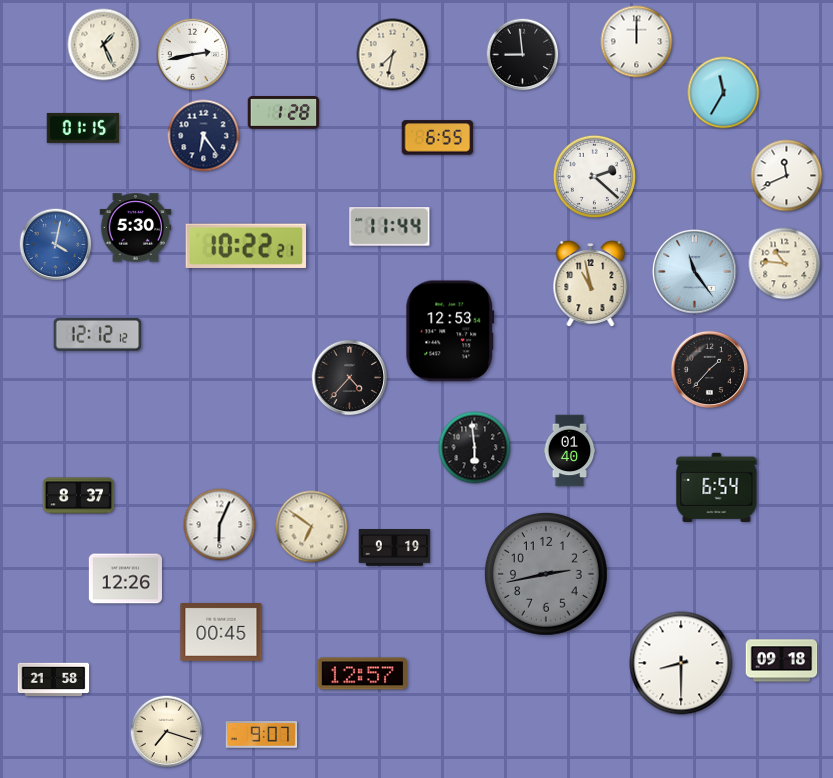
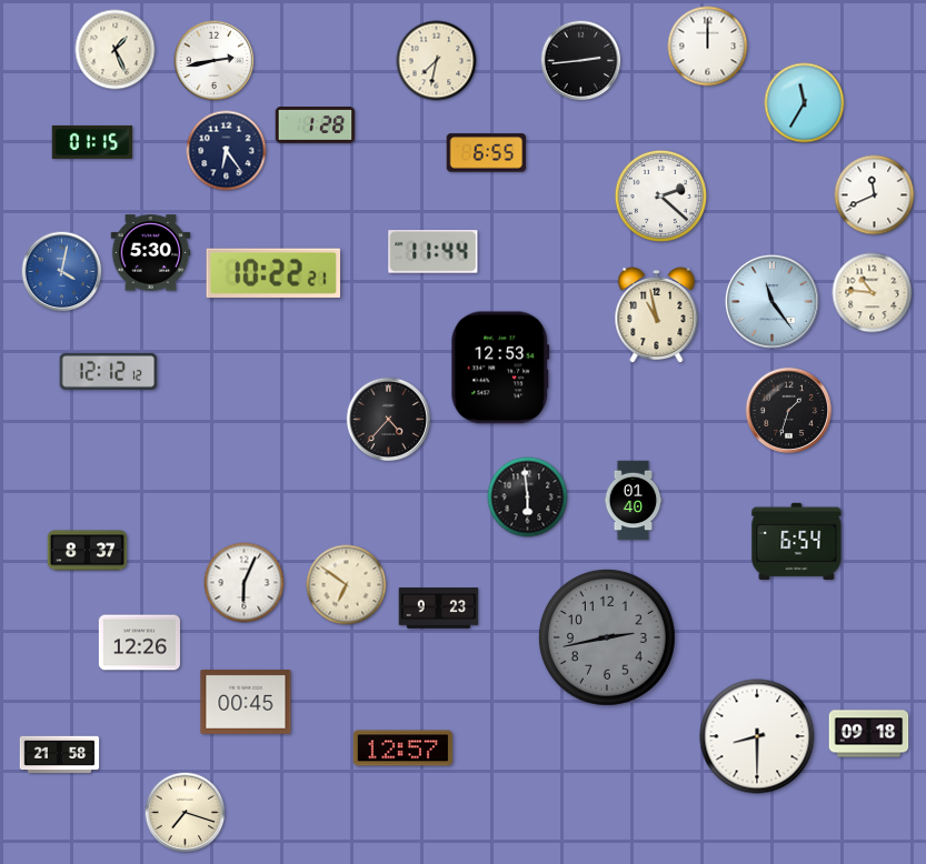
clock at (523, 55): 8:59 -> 2:44
clock at (709, 369): 1:37 -> 1:33
clock at (395, 548): 9:19 -> 9:23
clock at (262, 735): 9:07 -> none
